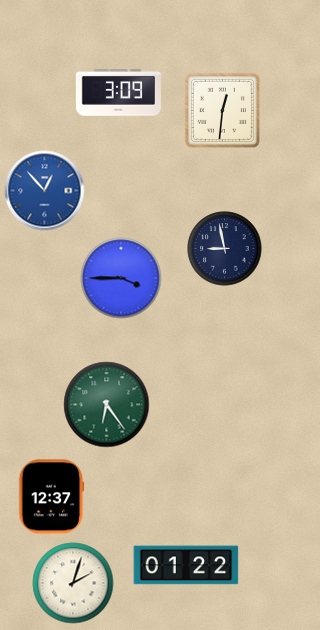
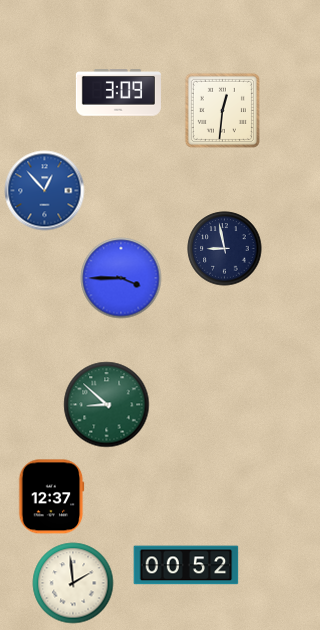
clock at (107, 405): 6:24 -> 8:52
clock at (186, 565): 01:22 -> 00:52
clock at (73, 583): 2:03 -> 1:59
